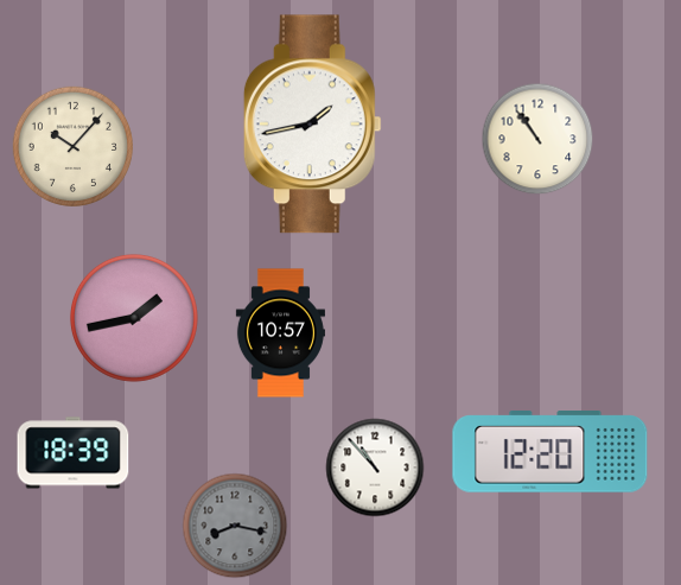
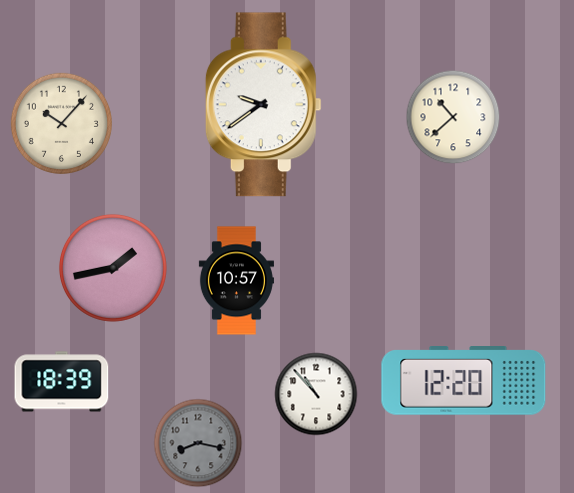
clock at (312, 125): 1:43 -> 9:39
clock at (537, 139): 10:54 -> 10:38
